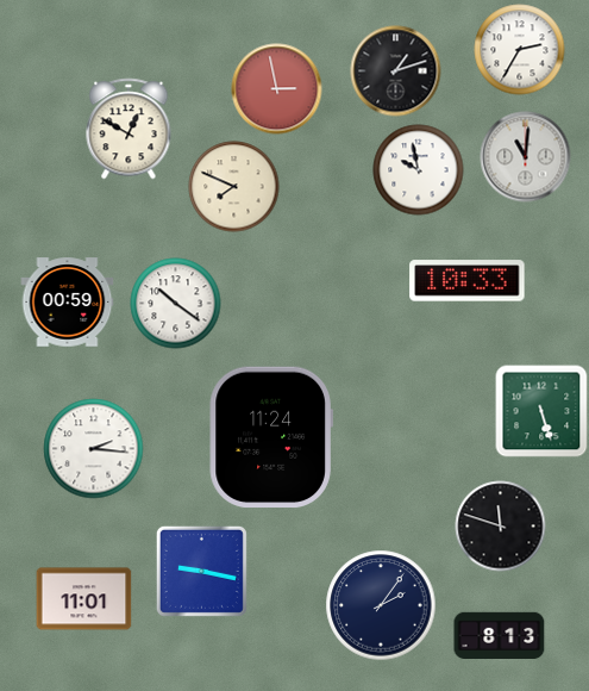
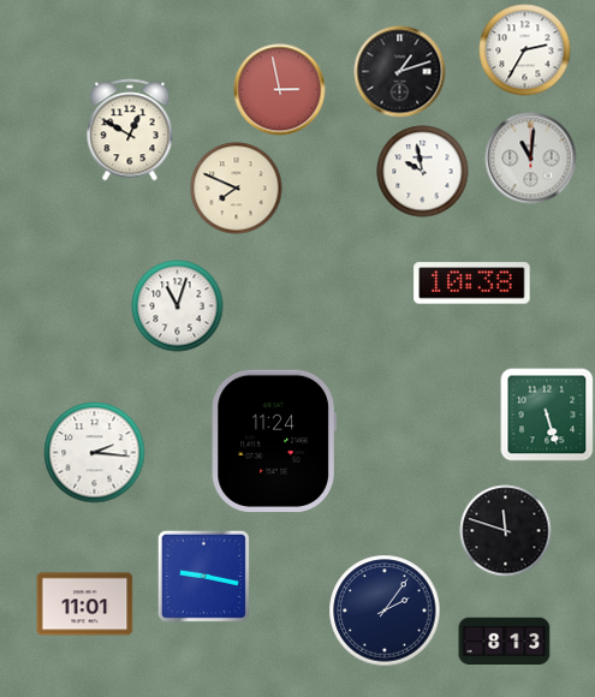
clock at (468, 281): 10:33 -> 10:38
clock at (68, 303): 00:59 -> none
clock at (176, 304): 10:21 -> 11:03
